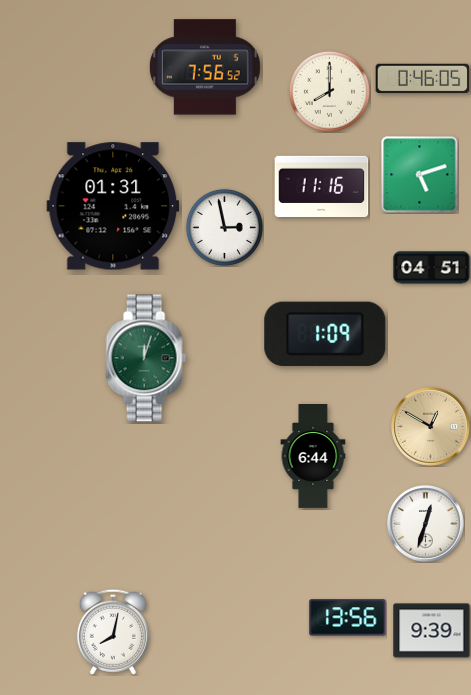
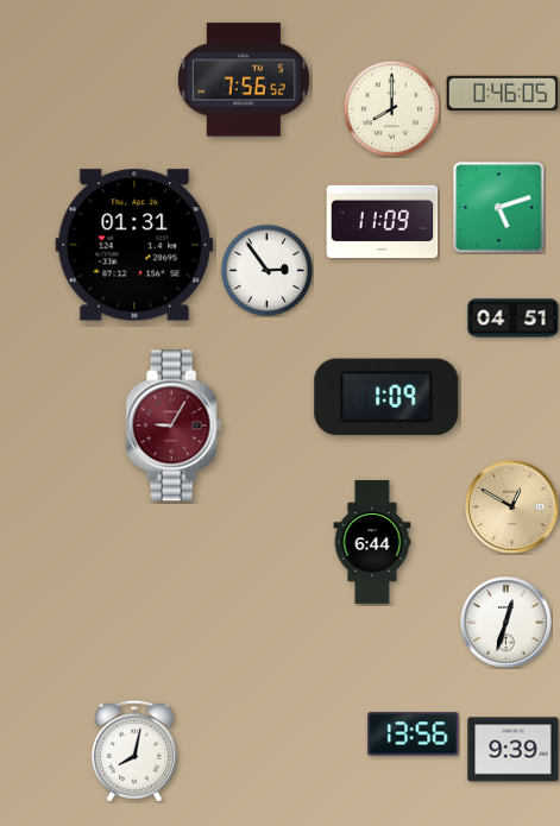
clock at (322, 186): 11:16 -> 11:09
clock at (224, 227): 2:58 -> 2:54
clock at (146, 358): 12:03 -> 9:05
clock at (146, 358) dial: green -> burgundy
